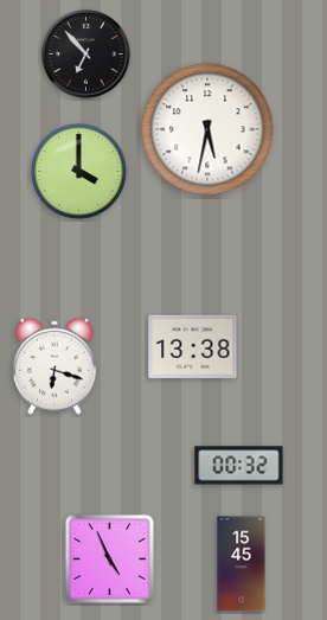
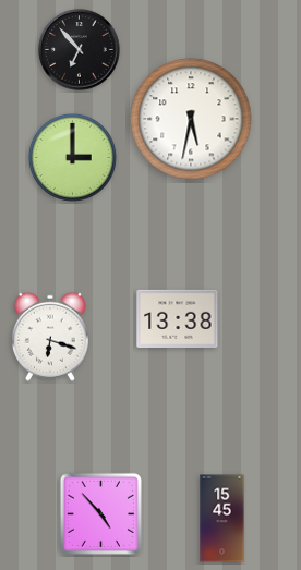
clock at (79, 172): 4:00 -> 3:00
clock at (239, 466): 00:32 -> none
clock at (109, 558): 4:56 -> 4:53
